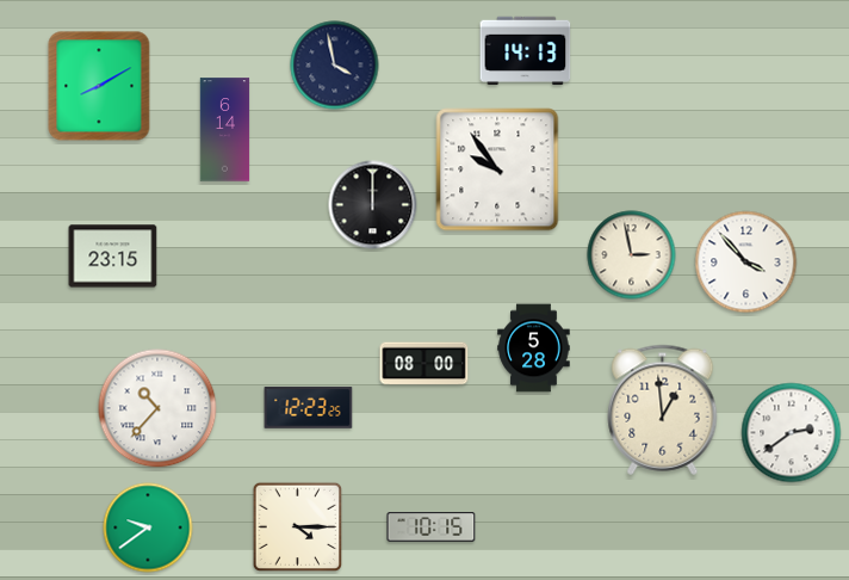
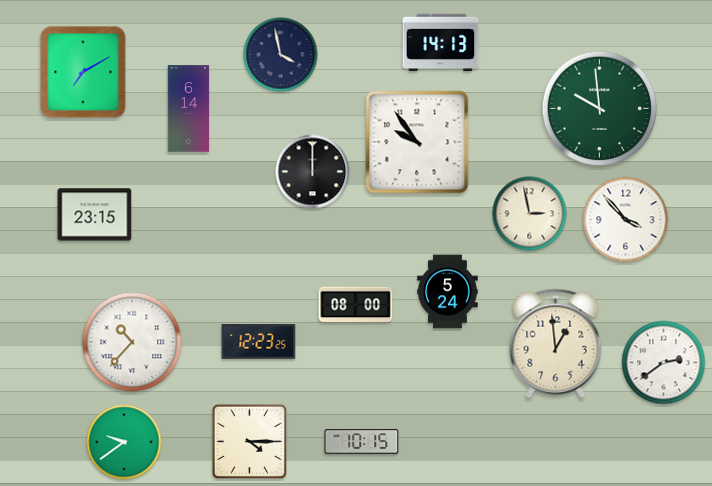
clock at (99, 86): 8:10 -> 7:10
clock at (600, 109): none -> 9:59
clock at (534, 348): 5:28 -> 5:24
